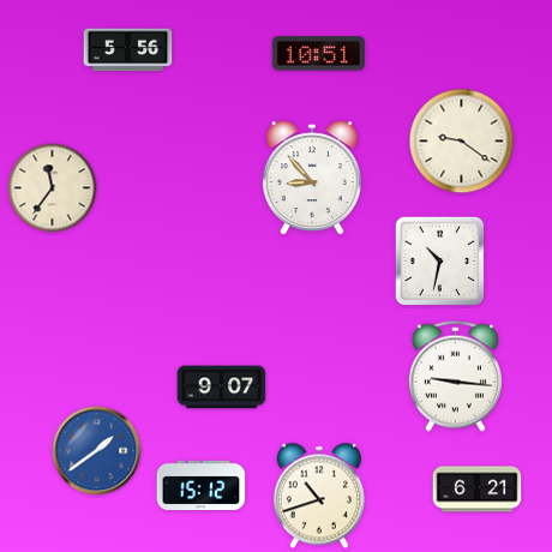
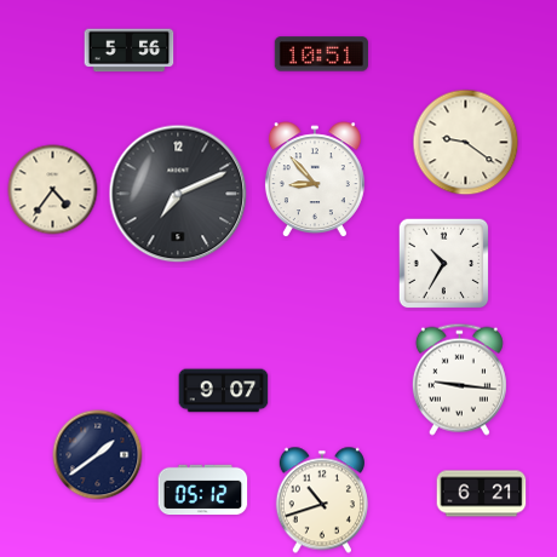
clock at (53, 188): 11:36 -> 4:36
clock at (178, 194): none -> 7:11
clock at (440, 262): 10:32 -> 10:35
clock at (97, 451) dial: blue -> navy
clock at (202, 486): 15:12 -> 05:12
